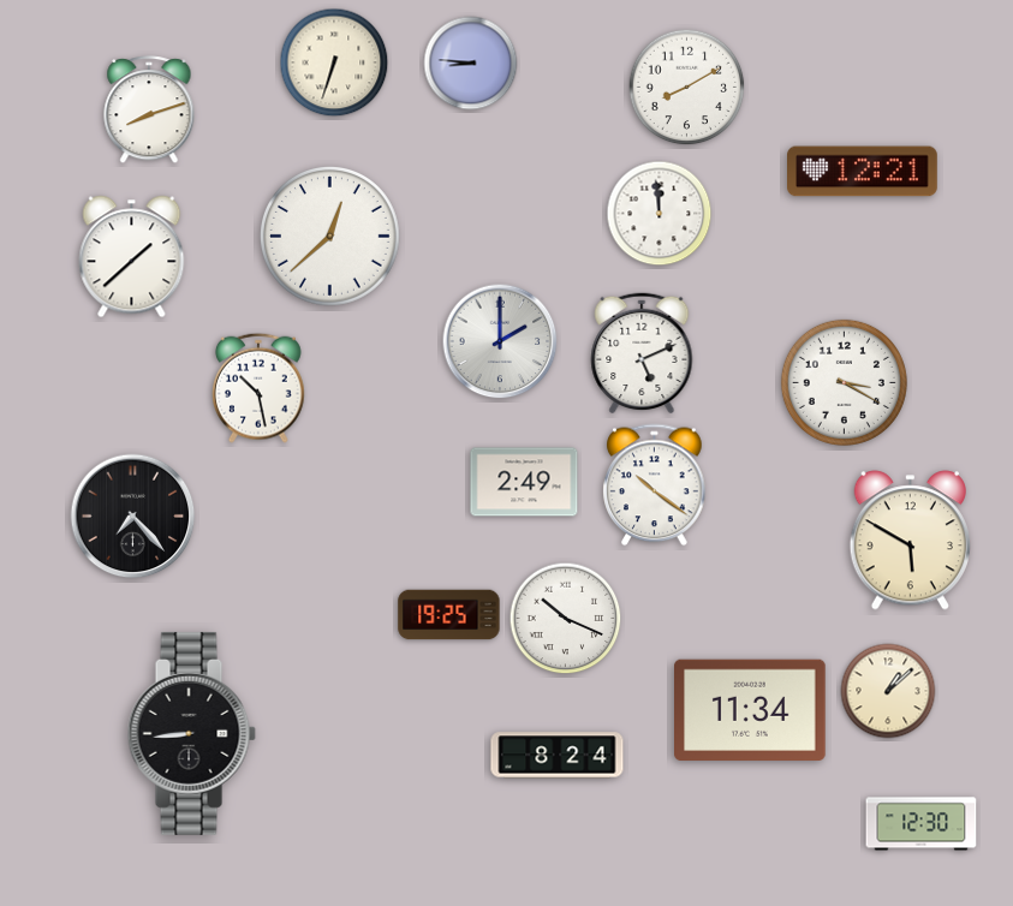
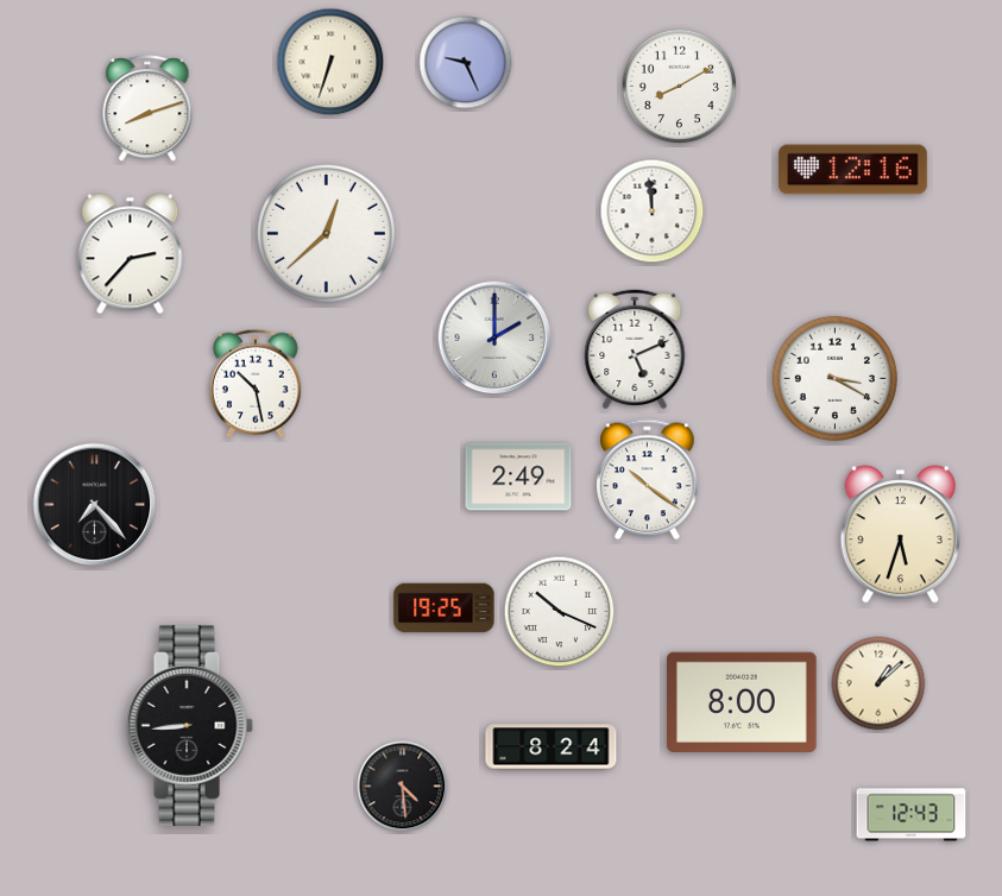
clock at (471, 64): 8:46 -> 9:26
clock at (863, 172): 12:21 -> 12:16
clock at (132, 257): 1:38 -> 2:37
clock at (133, 517) position: (133, 517) -> (95, 505)
clock at (910, 541): 5:50 -> 5:33
clock at (750, 709): 11:34 -> 8:00
clock at (403, 787): none -> 4:29
clock at (922, 824): 12:30 -> 12:43
